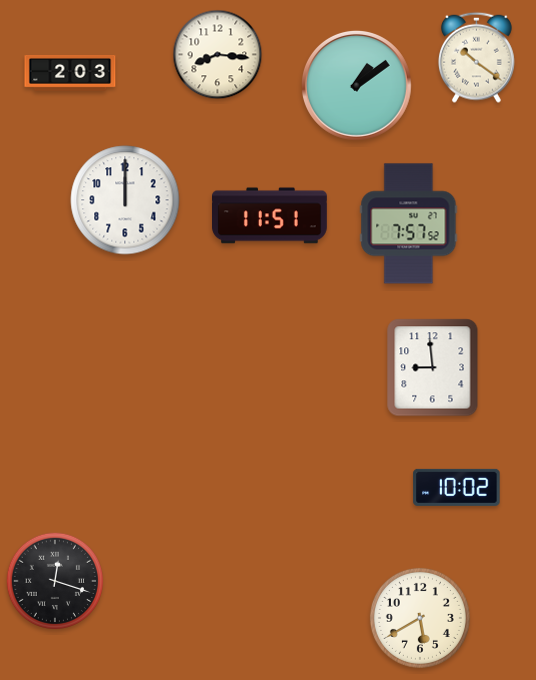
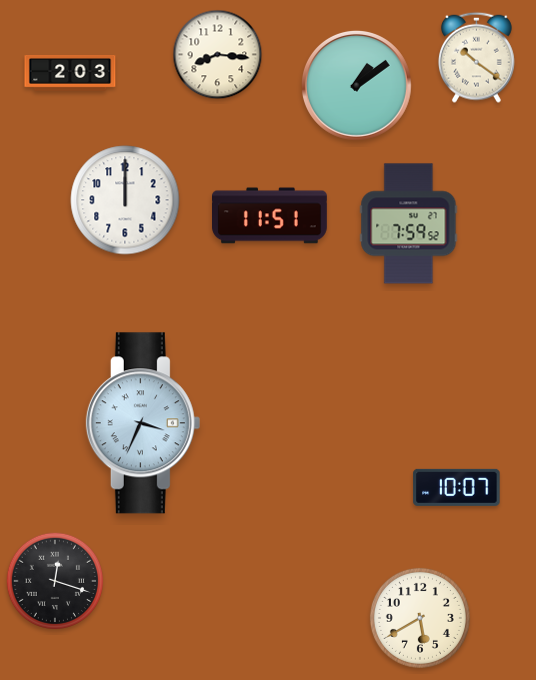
clock at (409, 224): 7:57 -> 7:59
clock at (433, 368): 8:59 -> none
clock at (143, 423): none -> 3:34
clock at (457, 487): 10:02 -> 10:07
